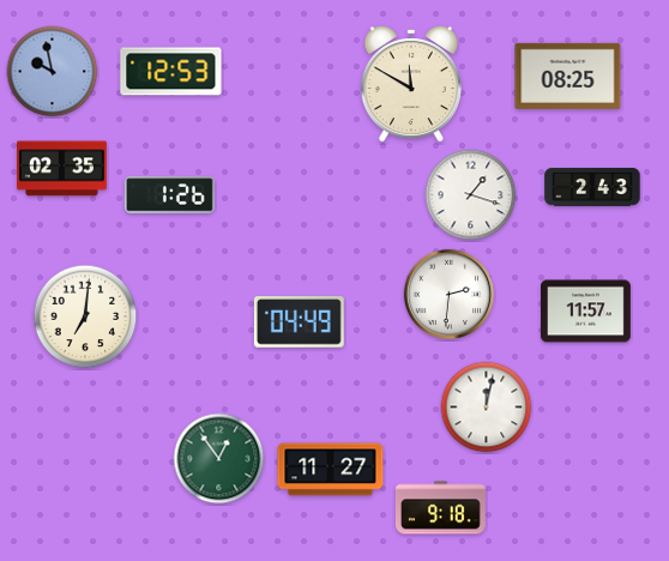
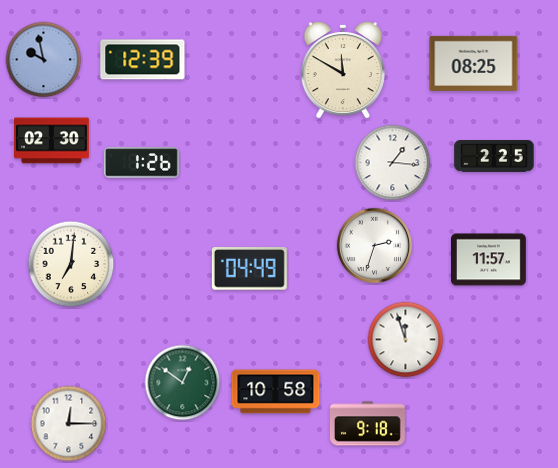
clock at (171, 72): 12:53 -> 12:39
clock at (62, 169): 02:35 -> 02:30
clock at (592, 187): 2:43 -> 2:25
clock at (471, 195): 1:18 -> 1:16
clock at (448, 294): 2:31 -> 2:33
clock at (487, 408): 12:02 -> 11:57
clock at (219, 459): 12:54 -> 12:51
clock at (331, 470): 11:27 -> 10:58
clock at (69, 424): none -> 12:15
